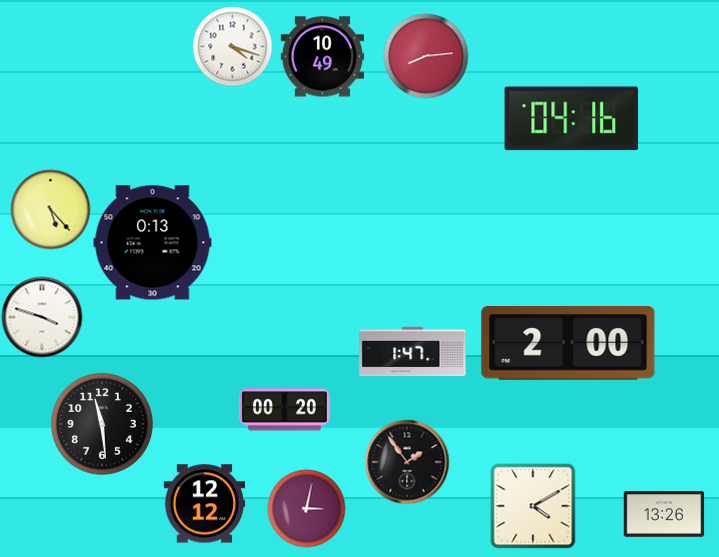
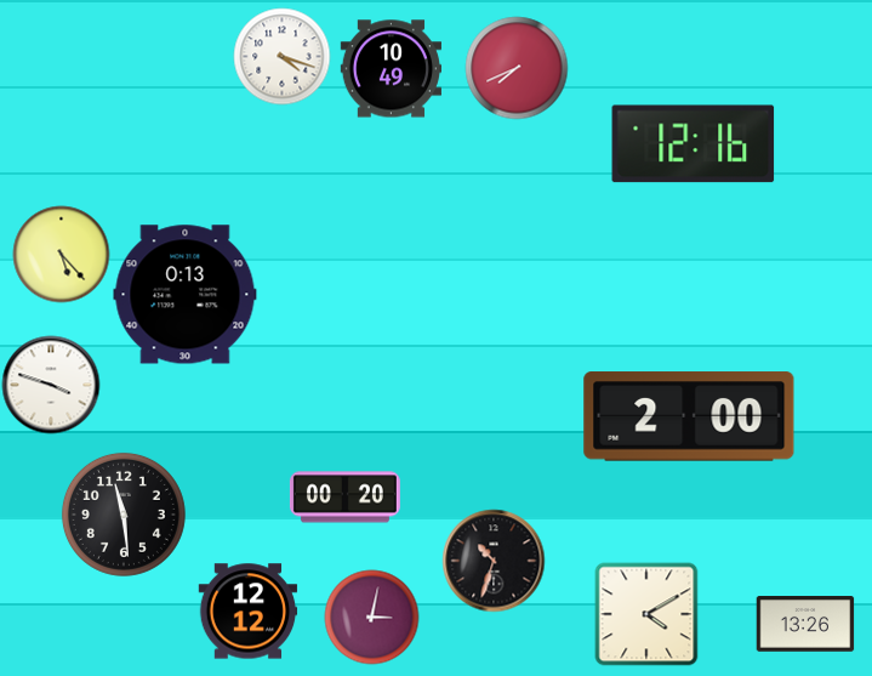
clock at (426, 56): 8:14 -> 7:41
clock at (572, 119): 04:16 -> 12:16
clock at (413, 352): 1:47 -> none
clock at (407, 462): 1:54 -> 10:33
